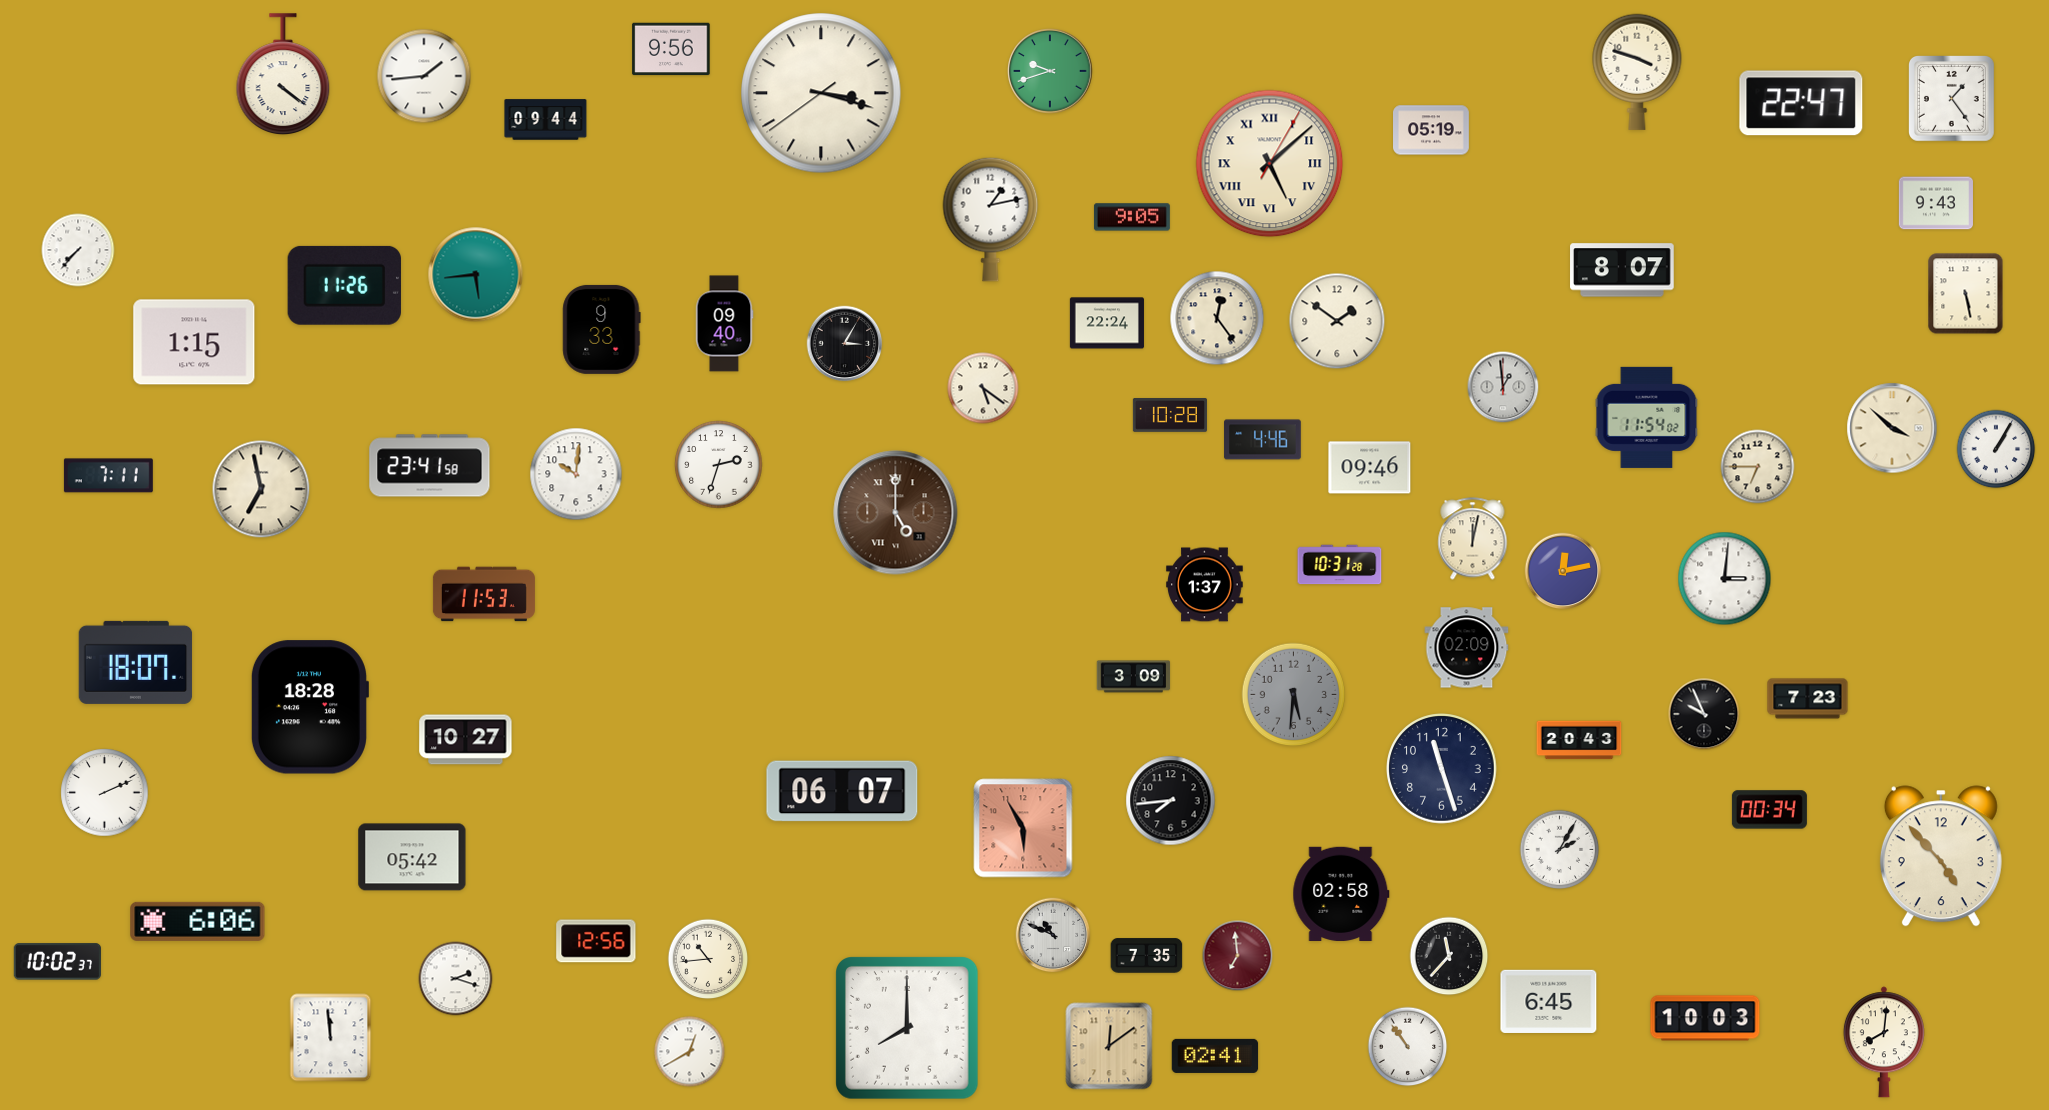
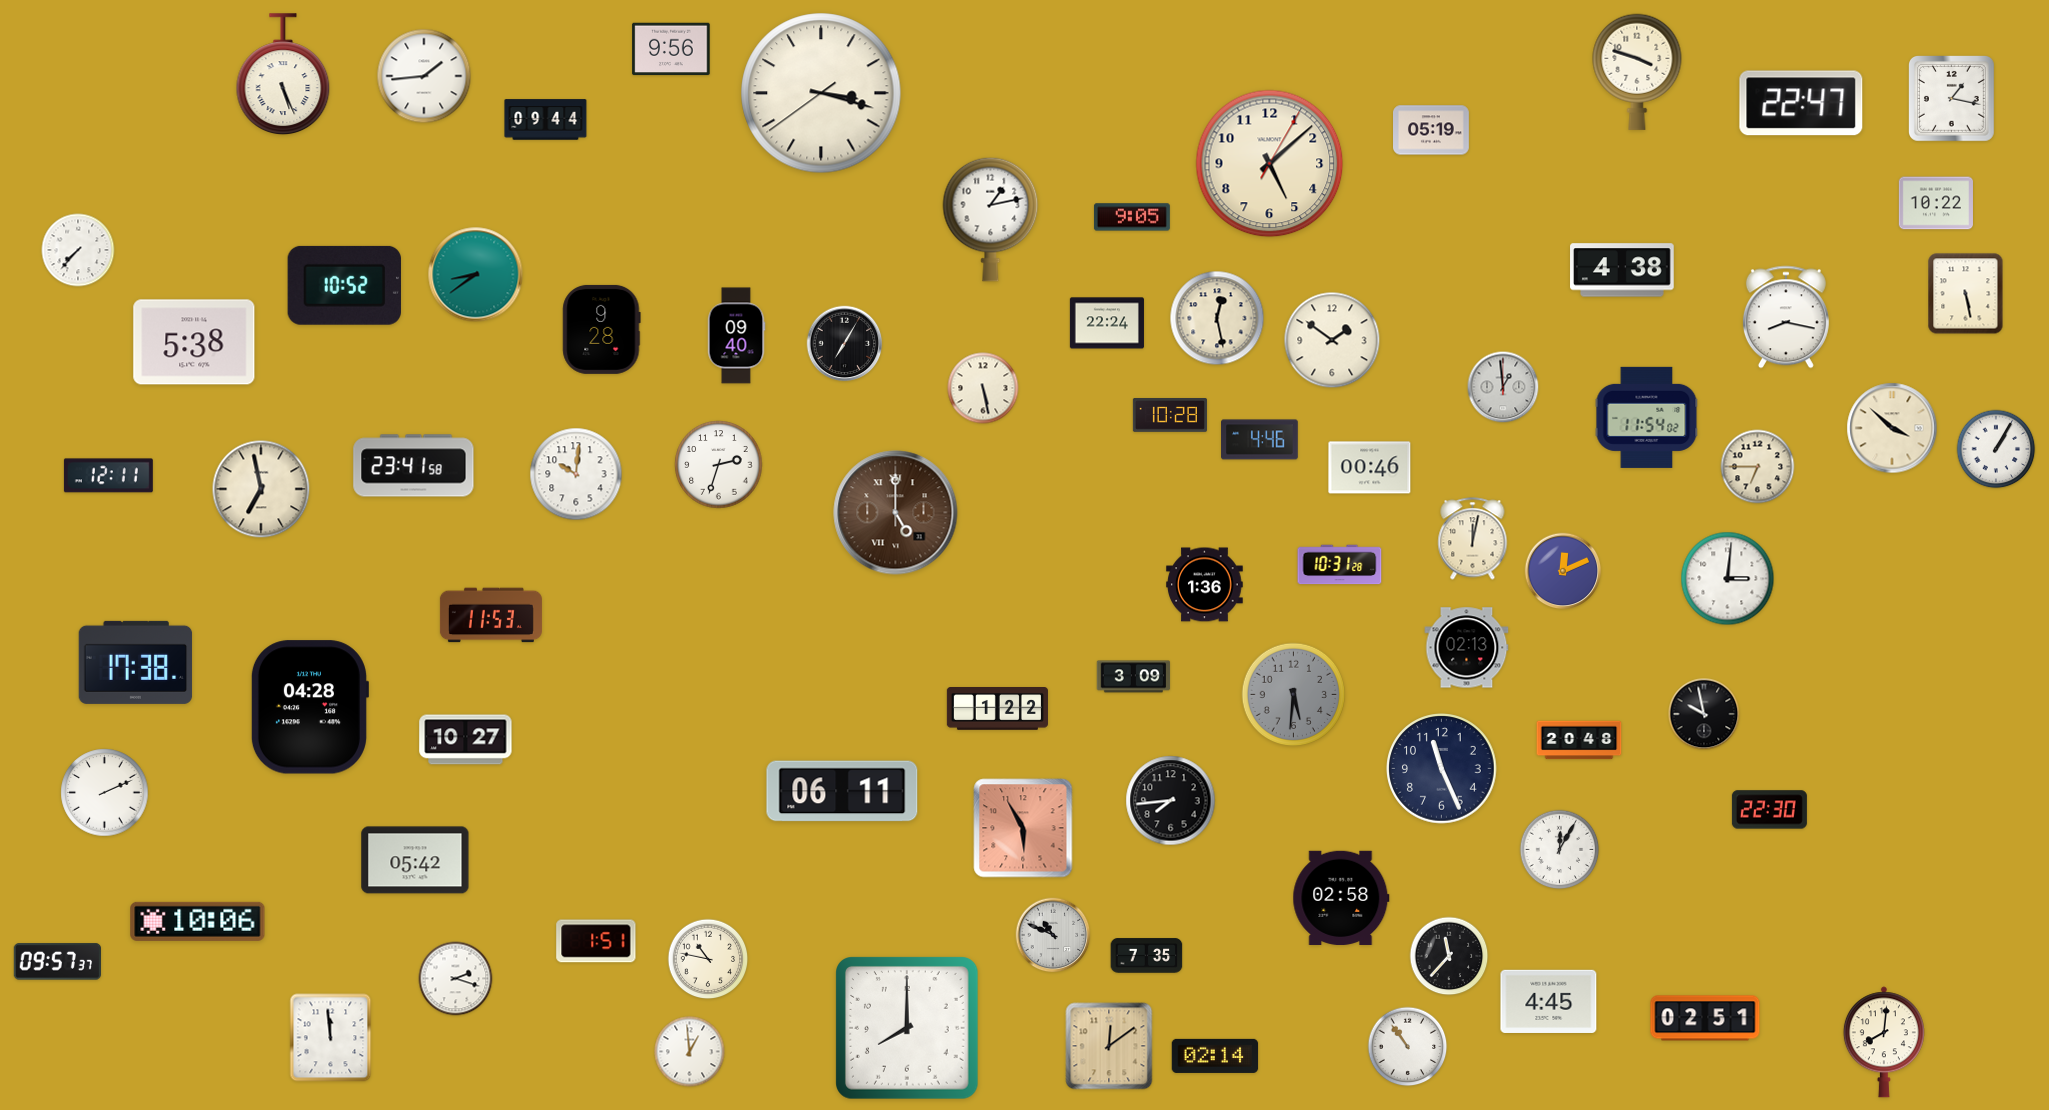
clock at (1050, 71): 9:42 -> none
clock at (283, 75): 4:21 -> 5:26
clock at (1952, 99): 1:24 -> 1:17
clock at (1270, 164) numerals: Roman -> Arabic
clock at (1936, 203): 9:43 -> 10:22
clock at (1622, 270): 8:07 -> 4:38
clock at (476, 275): 5:44 -> 8:39
clock at (344, 285): 11:26 -> 10:52
clock at (1786, 317): none -> 8:17
clock at (1217, 318): 12:24 -> 12:28
clock at (1337, 321) position: (1337, 321) -> (1332, 340)
clock at (724, 324) position: (724, 324) -> (736, 336)
clock at (602, 329): 9:33 -> 9:28
clock at (194, 342): 1:15 -> 5:38
clock at (845, 344): 3:05 -> 7:05
clock at (983, 388): 5:21 -> 5:28
clock at (1263, 440) position: (1263, 440) -> (1260, 440)
clock at (430, 466) position: (430, 466) -> (414, 466)
clock at (1370, 468): 09:46 -> 00:46
clock at (108, 476): 7:11 -> 12:11
clock at (1563, 571): 12:13 -> 12:11
clock at (1725, 579) position: (1725, 579) -> (1728, 579)
clock at (1205, 585): 1:37 -> 1:36
clock at (484, 594) position: (484, 594) -> (491, 615)
clock at (1467, 648): 02:09 -> 02:13
clock at (136, 662): 18:07 -> 17:38
clock at (1808, 699): 7:23 -> none
clock at (309, 707): 18:28 -> 04:28
clock at (997, 709): none -> 1:22
clock at (1704, 714): 9:56 -> 9:58
clock at (1579, 740): 20:43 -> 20:48
clock at (1442, 769): 11:27 -> 11:26
clock at (842, 791): 06:07 -> 06:11
clock at (1769, 810): 00:34 -> 22:30
clock at (1560, 850): 2:05 -> 12:05
clock at (1941, 856): 4:53 -> none
clock at (412, 857) position: (412, 857) -> (415, 860)
clock at (1341, 894) position: (1341, 894) -> (1341, 898)
clock at (198, 921): 6:06 -> 10:06
clock at (596, 941): 12:56 -> 1:51
clock at (1238, 956): 6:59 -> none
clock at (708, 959): 10:44 -> 10:47
clock at (57, 962): 10:02 -> 09:57
clock at (1549, 1001): 6:45 -> 4:45
clock at (1705, 1018): 10:03 -> 02:51
clock at (690, 1052): 12:40 -> 12:59
clock at (1215, 1056): 02:41 -> 02:14
